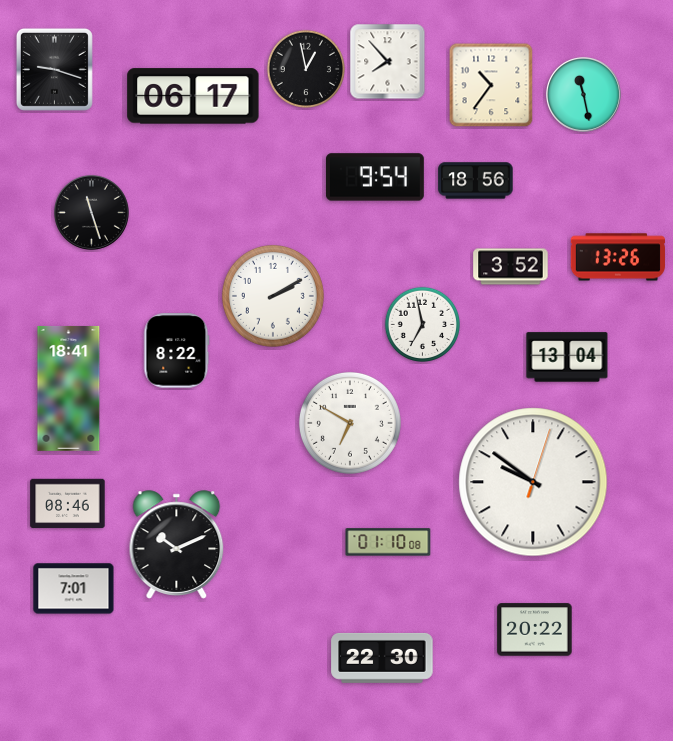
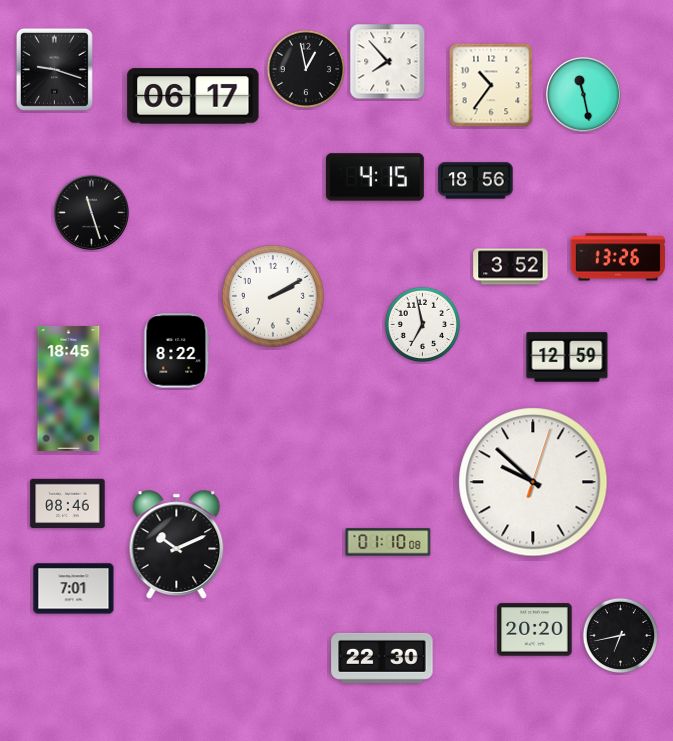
clock at (375, 177): 9:54 -> 4:15
clock at (567, 357): 13:04 -> 12:59
clock at (69, 388): 18:41 -> 18:45
clock at (350, 423): 6:50 -> none
clock at (533, 482): 9:51 -> 9:52
clock at (535, 630): 20:22 -> 20:20
clock at (621, 636): none -> 6:43
